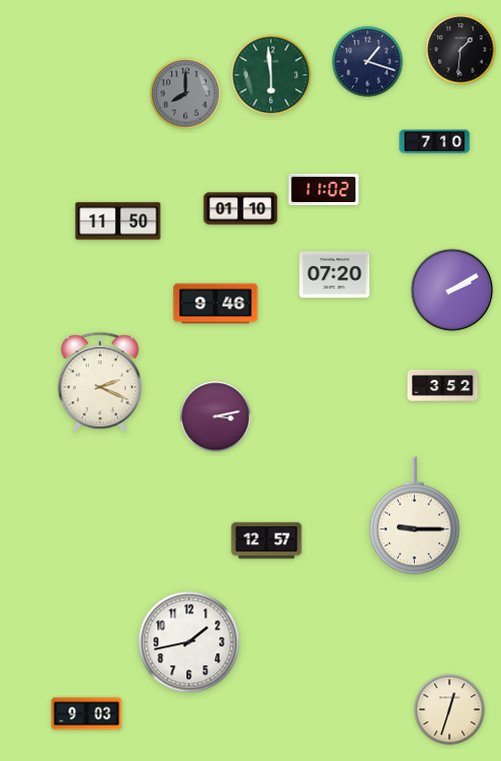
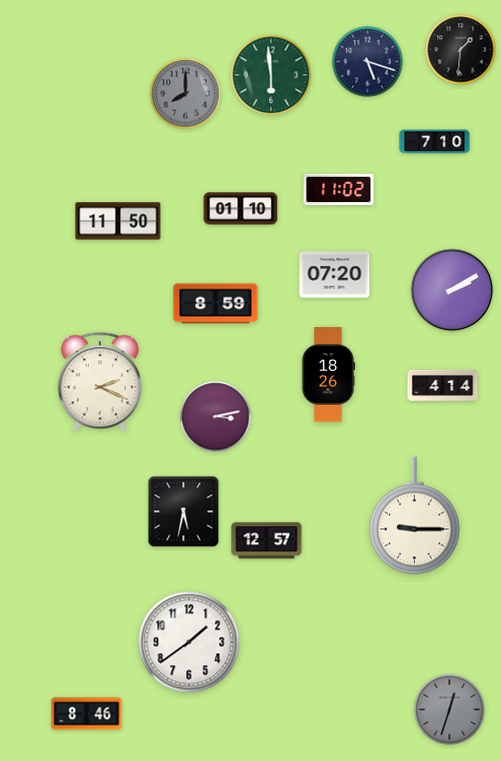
clock at (368, 62): 1:18 -> 5:18
clock at (324, 190) position: (324, 190) -> (339, 190)
clock at (216, 304): 9:46 -> 8:59
clock at (328, 375): none -> 18:26
clock at (443, 385): 3:52 -> 4:14
clock at (184, 512): none -> 5:32
clock at (189, 642): 1:43 -> 1:39
clock at (450, 710) dial: cream -> grey
clock at (87, 714): 9:03 -> 8:46
